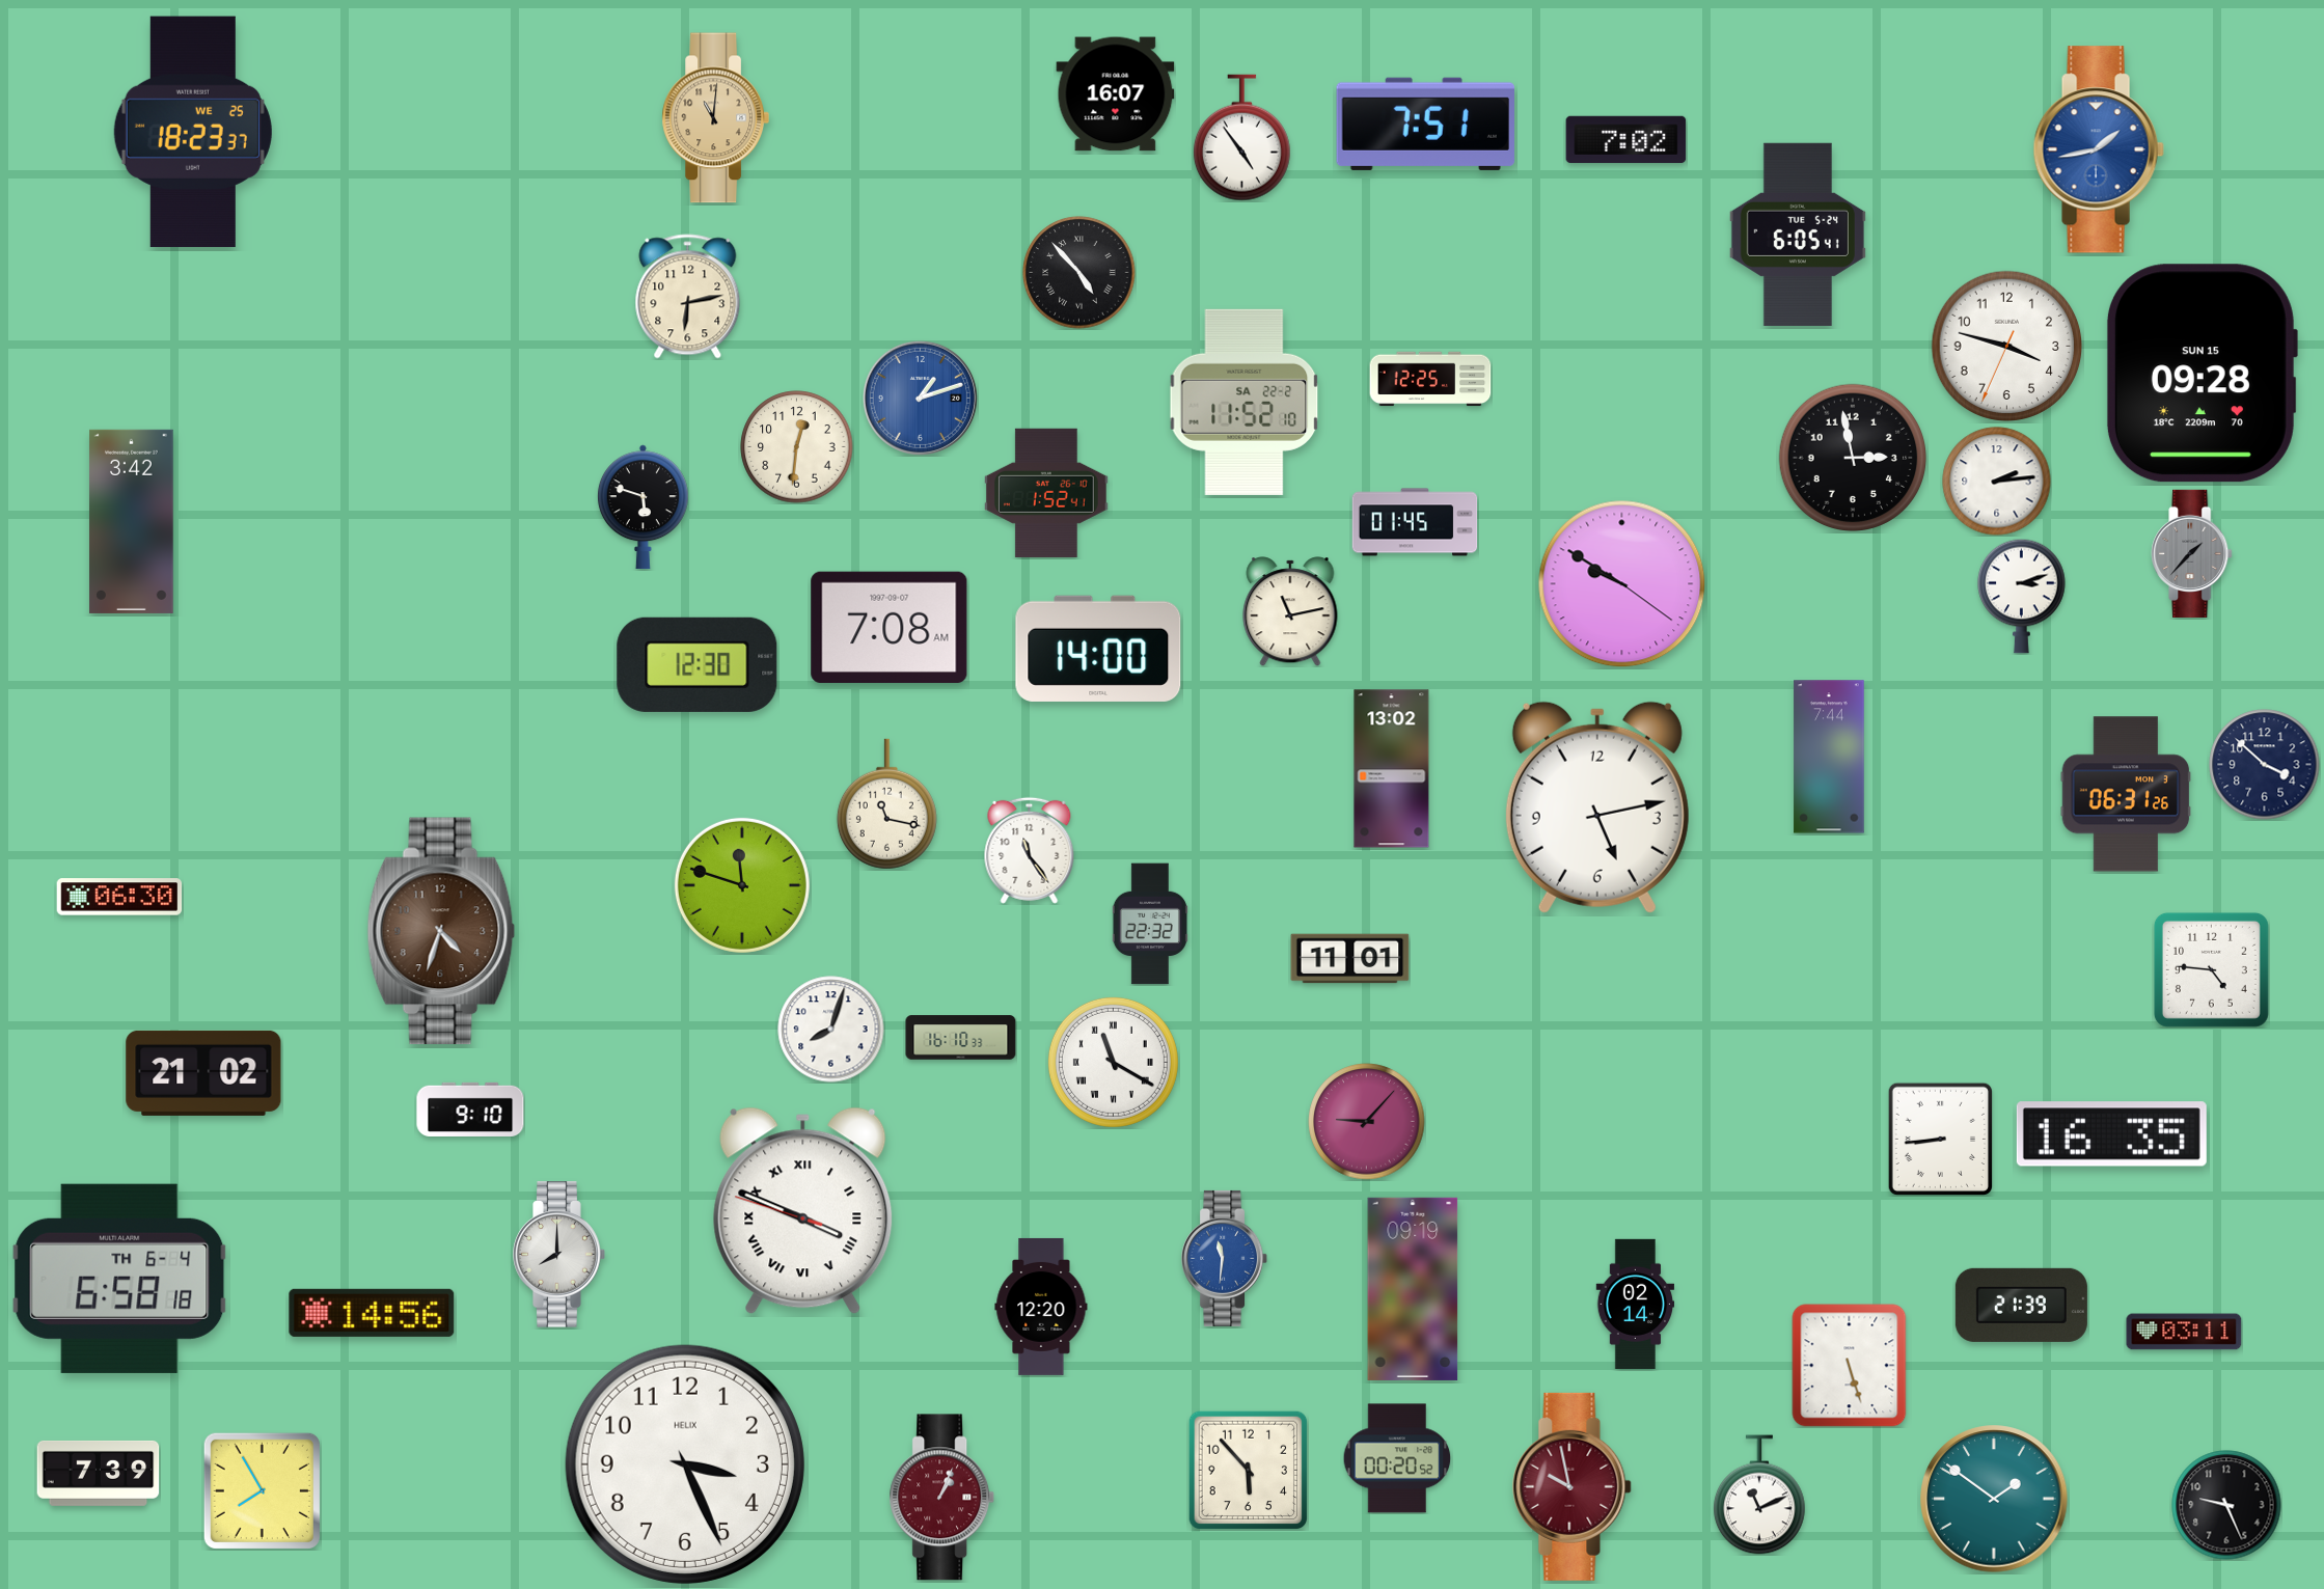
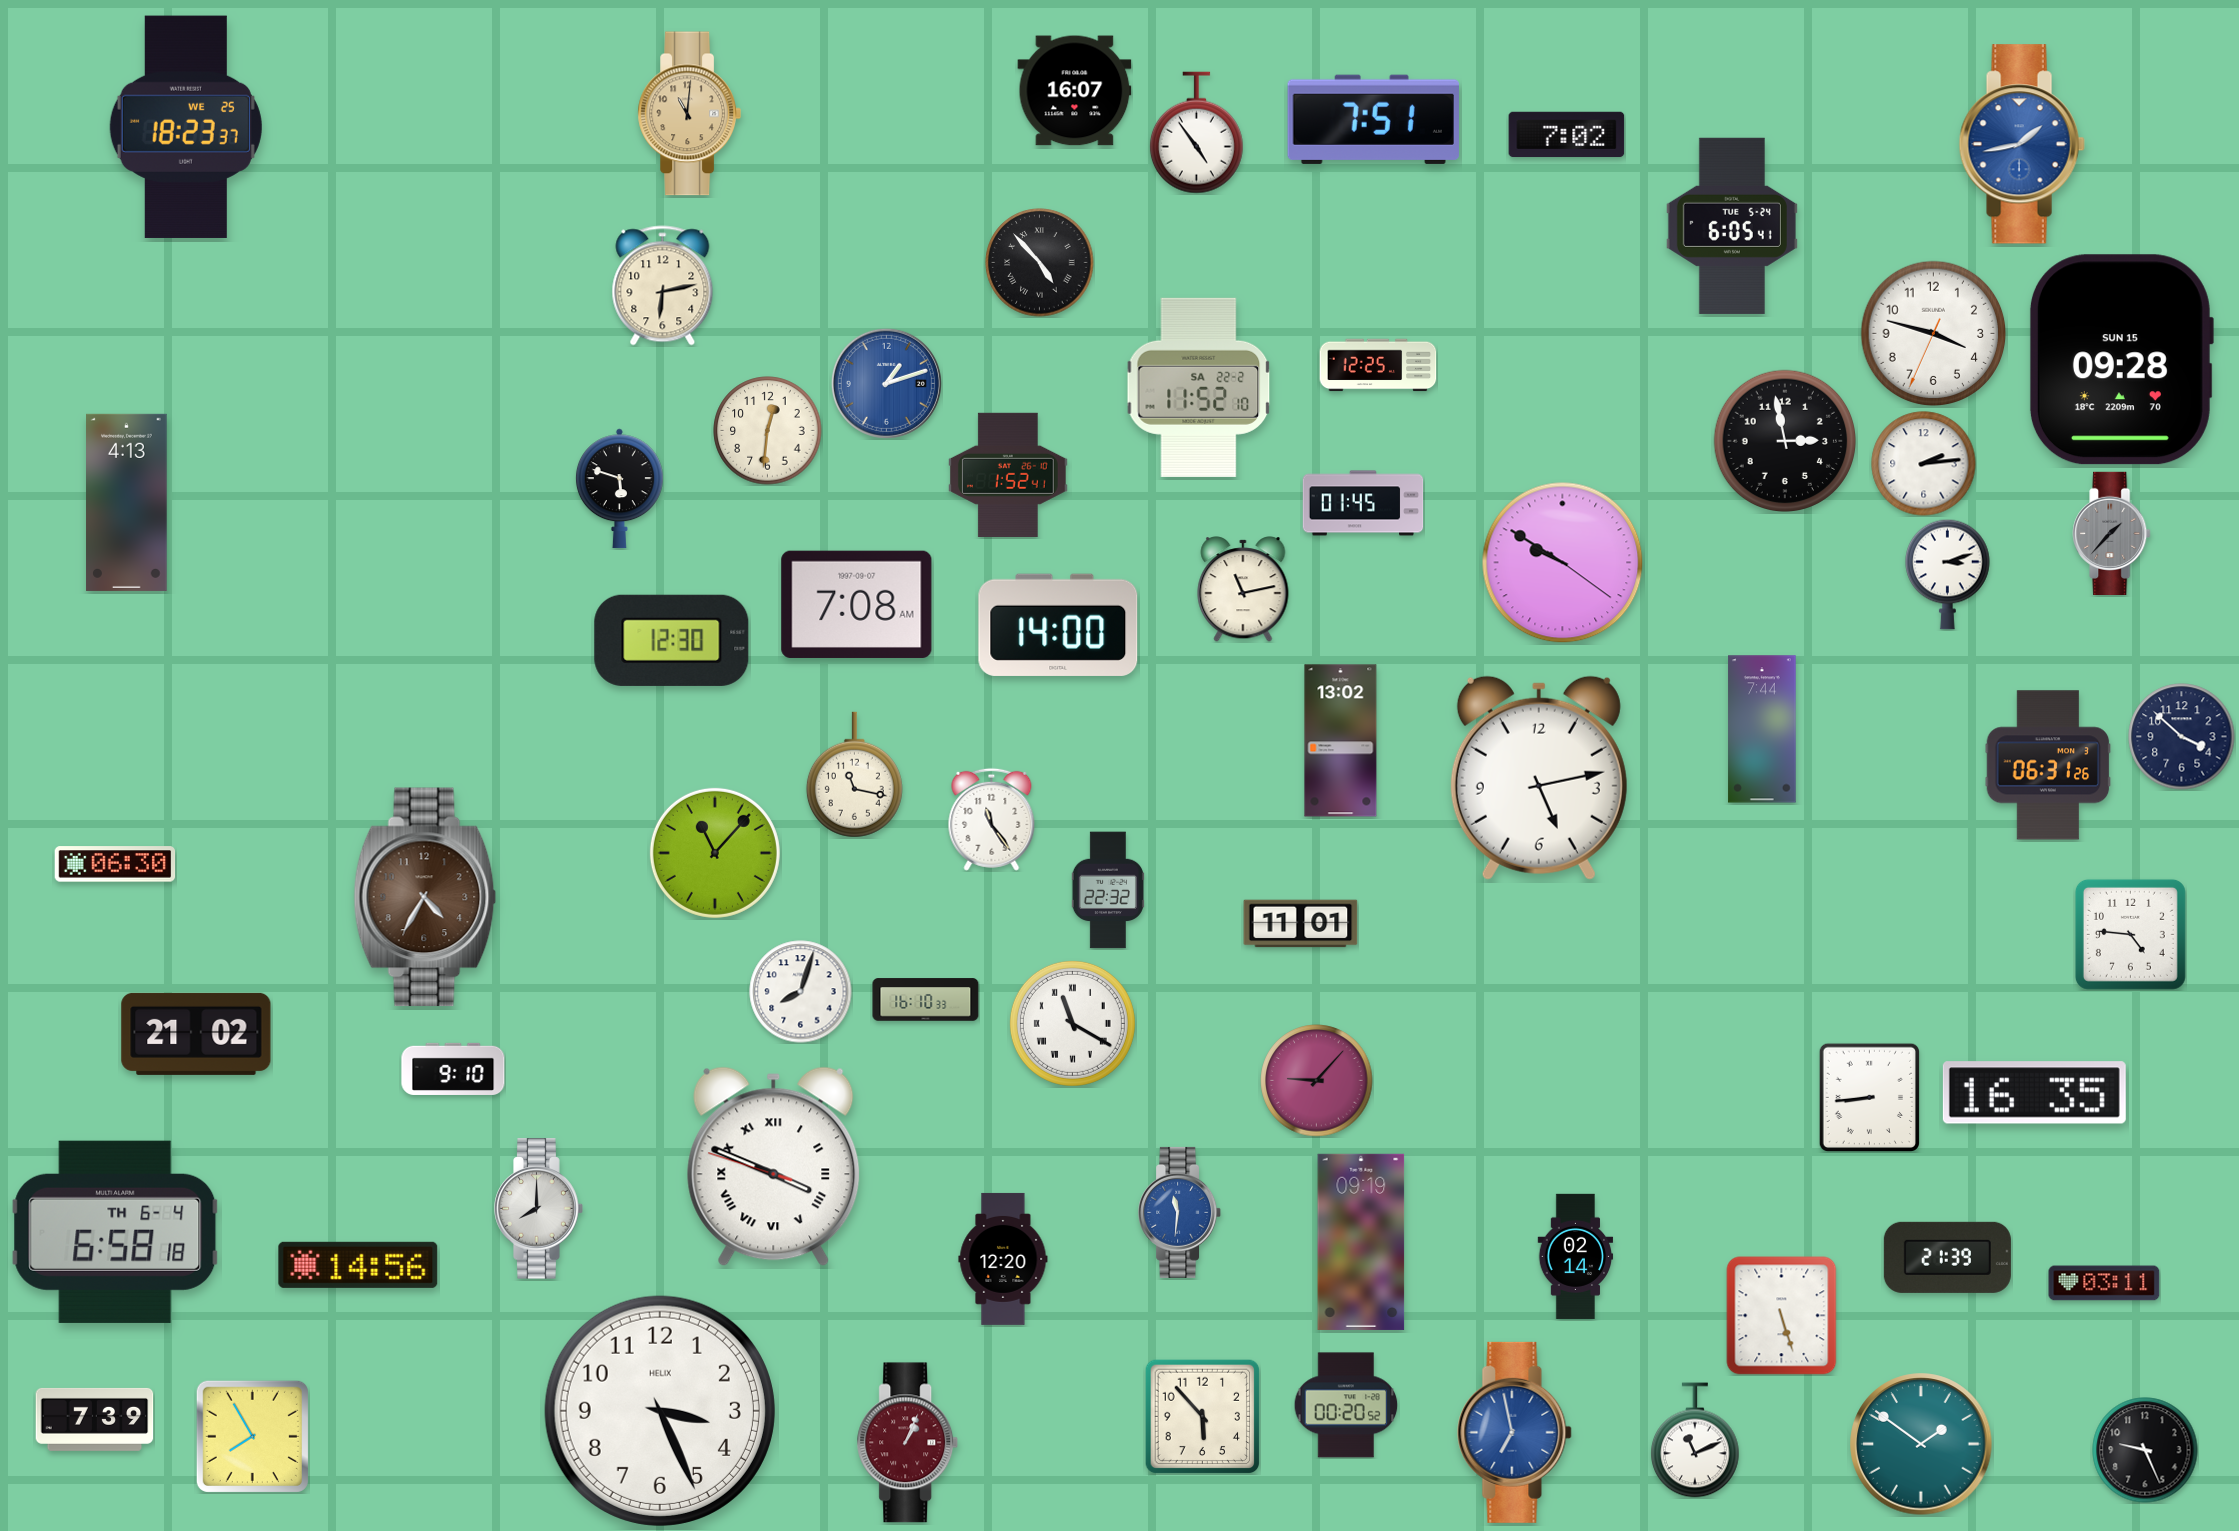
clock at (132, 521): 3:42 -> 4:13
clock at (742, 885): 11:48 -> 11:07
clock at (441, 931): 4:33 -> 4:35
clock at (1573, 1486): 9:58 -> 6:58
clock at (1573, 1486) dial: burgundy -> blue
